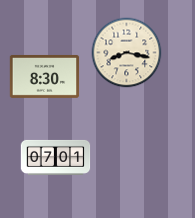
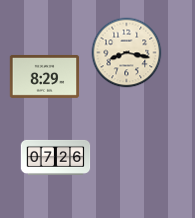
clock at (45, 76): 8:30 -> 8:29
clock at (56, 157): 07:01 -> 07:26
